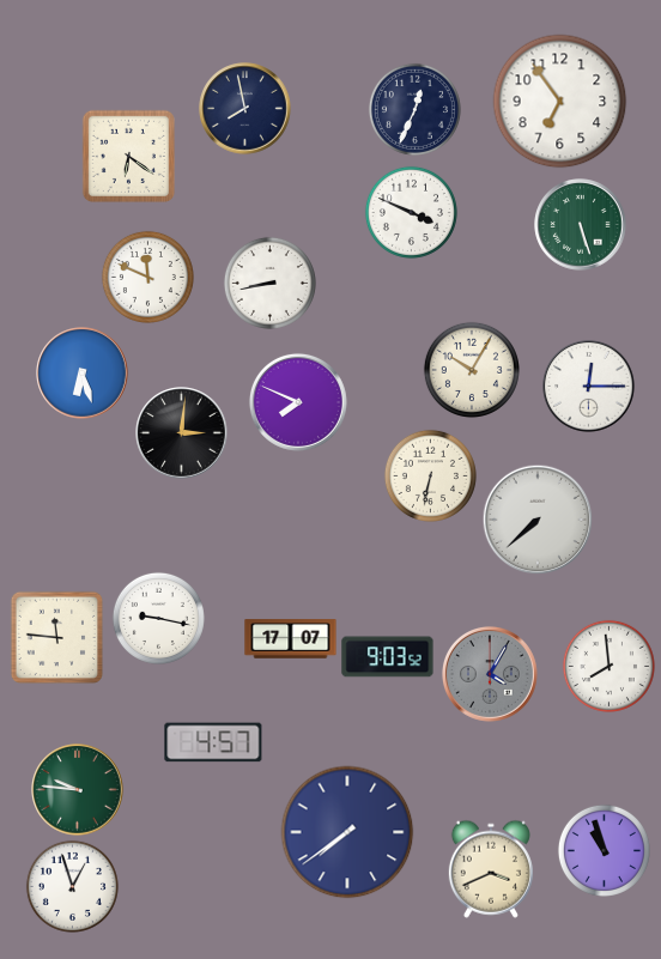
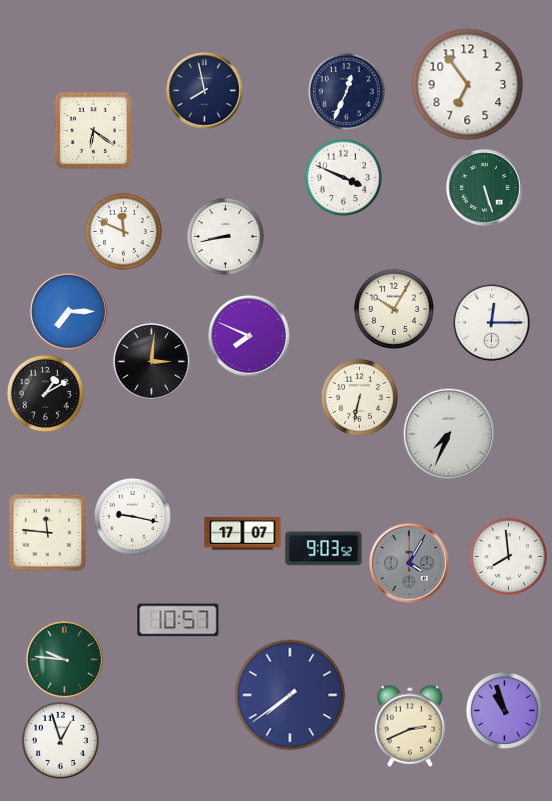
clock at (128, 156) position: (128, 156) -> (93, 130)
clock at (83, 374): 6:27 -> 7:15
clock at (45, 393): none -> 1:10
clock at (538, 520): 7:38 -> 7:34
clock at (213, 742): 4:57 -> 10:57
clock at (491, 869): 3:41 -> 2:41
